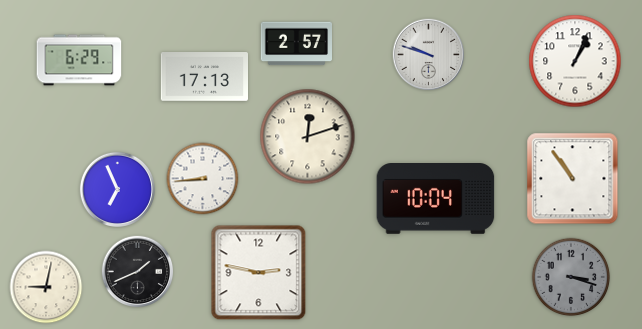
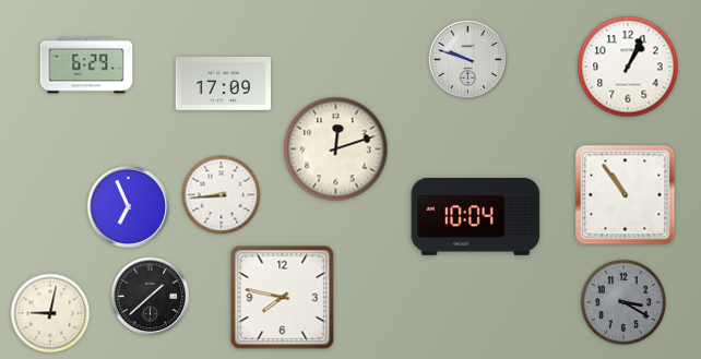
clock at (296, 44): 2:57 -> none
clock at (204, 77): 17:13 -> 17:09
clock at (138, 272): 1:41 -> 1:38
clock at (259, 273): 2:47 -> 7:47
clock at (571, 277): 3:18 -> 3:20
